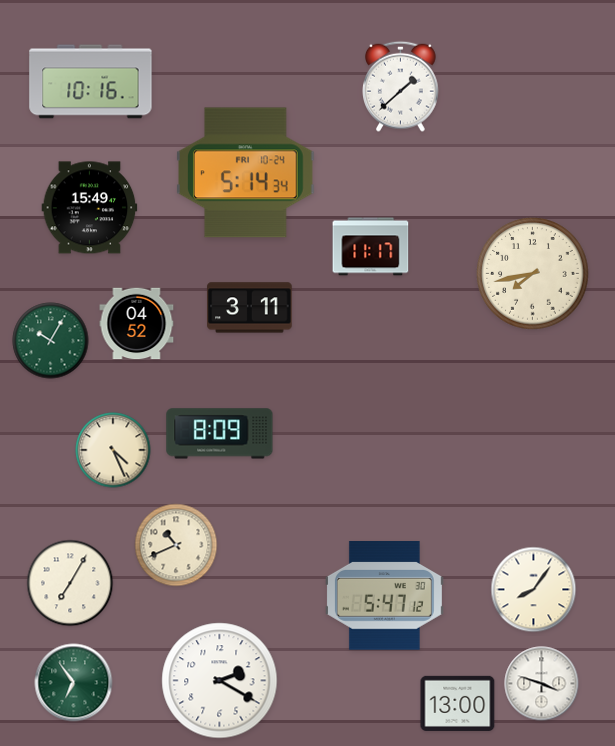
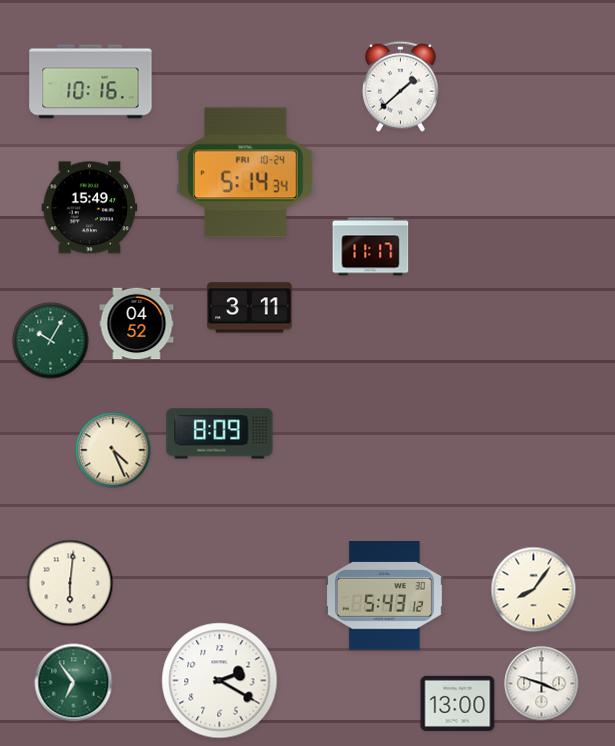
clock at (533, 274): 7:43 -> none
clock at (176, 545): 10:41 -> none
clock at (70, 583): 7:05 -> 6:01
clock at (384, 596): 5:47 -> 5:43
